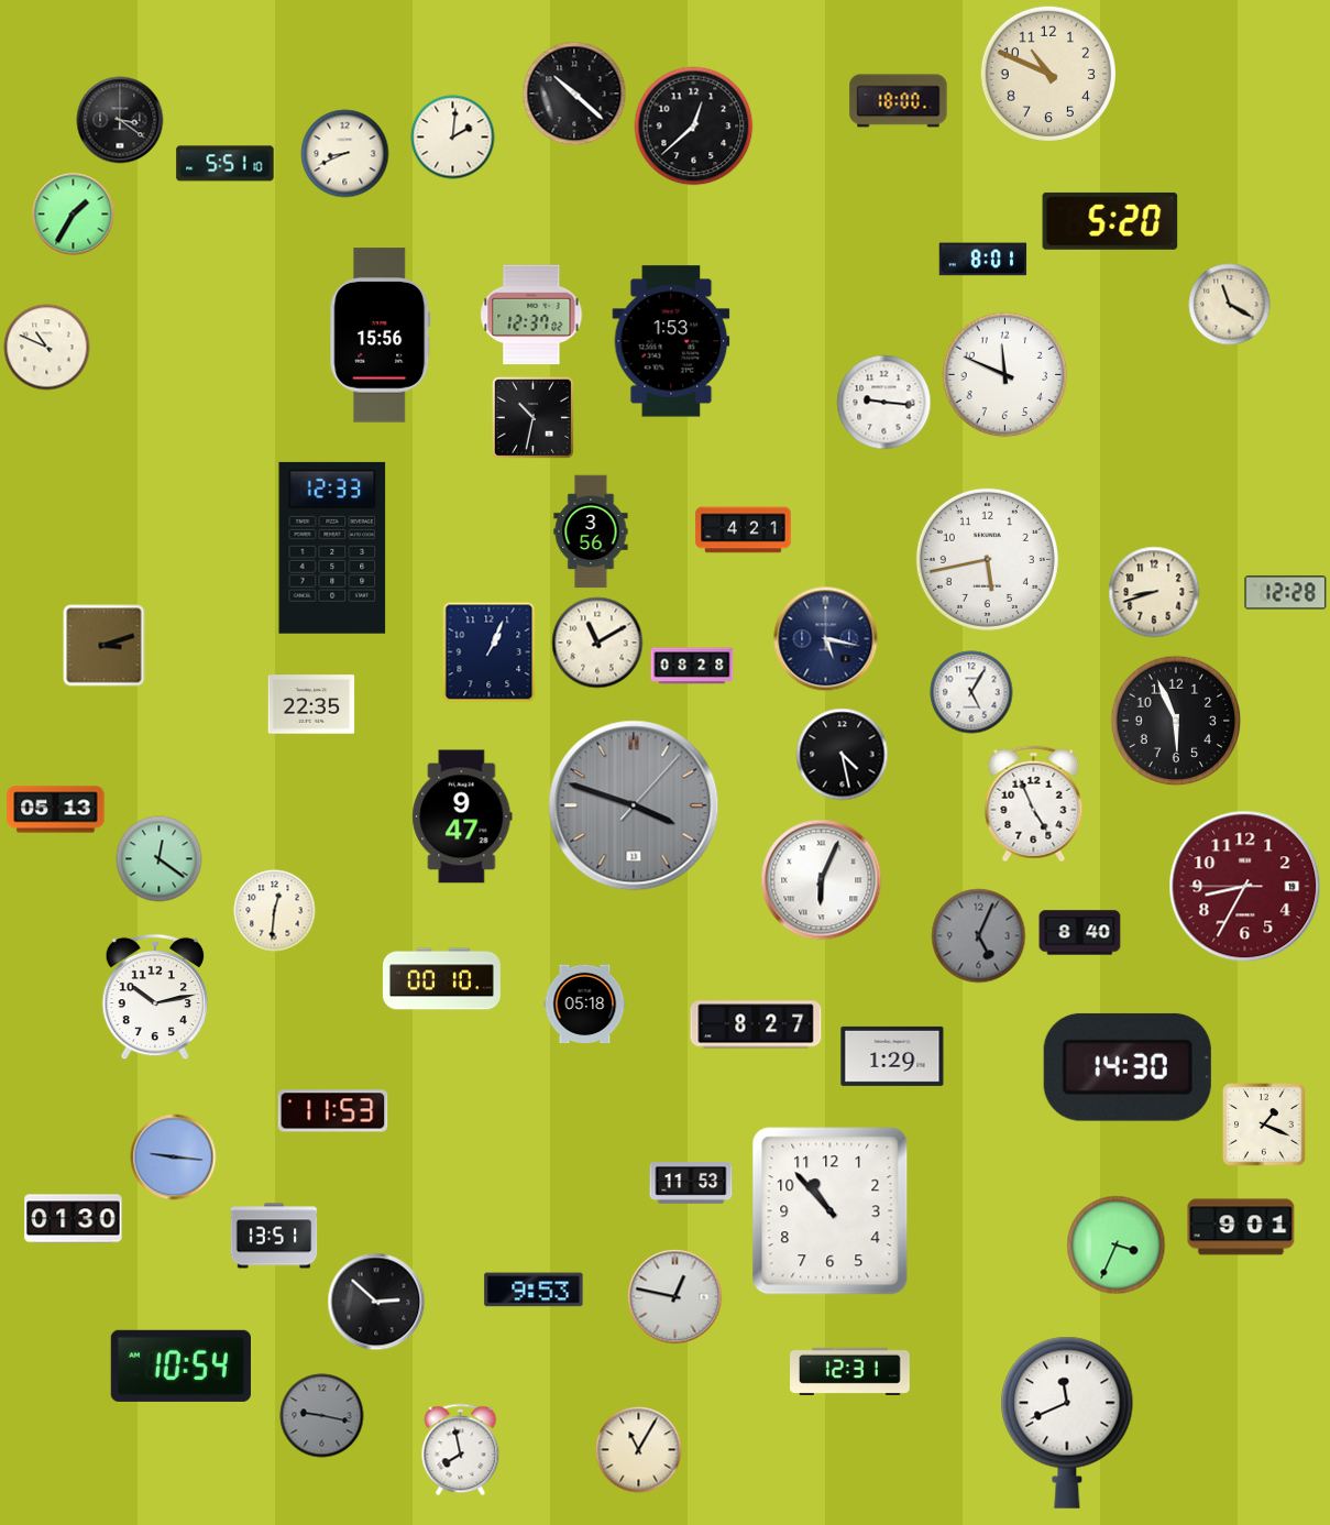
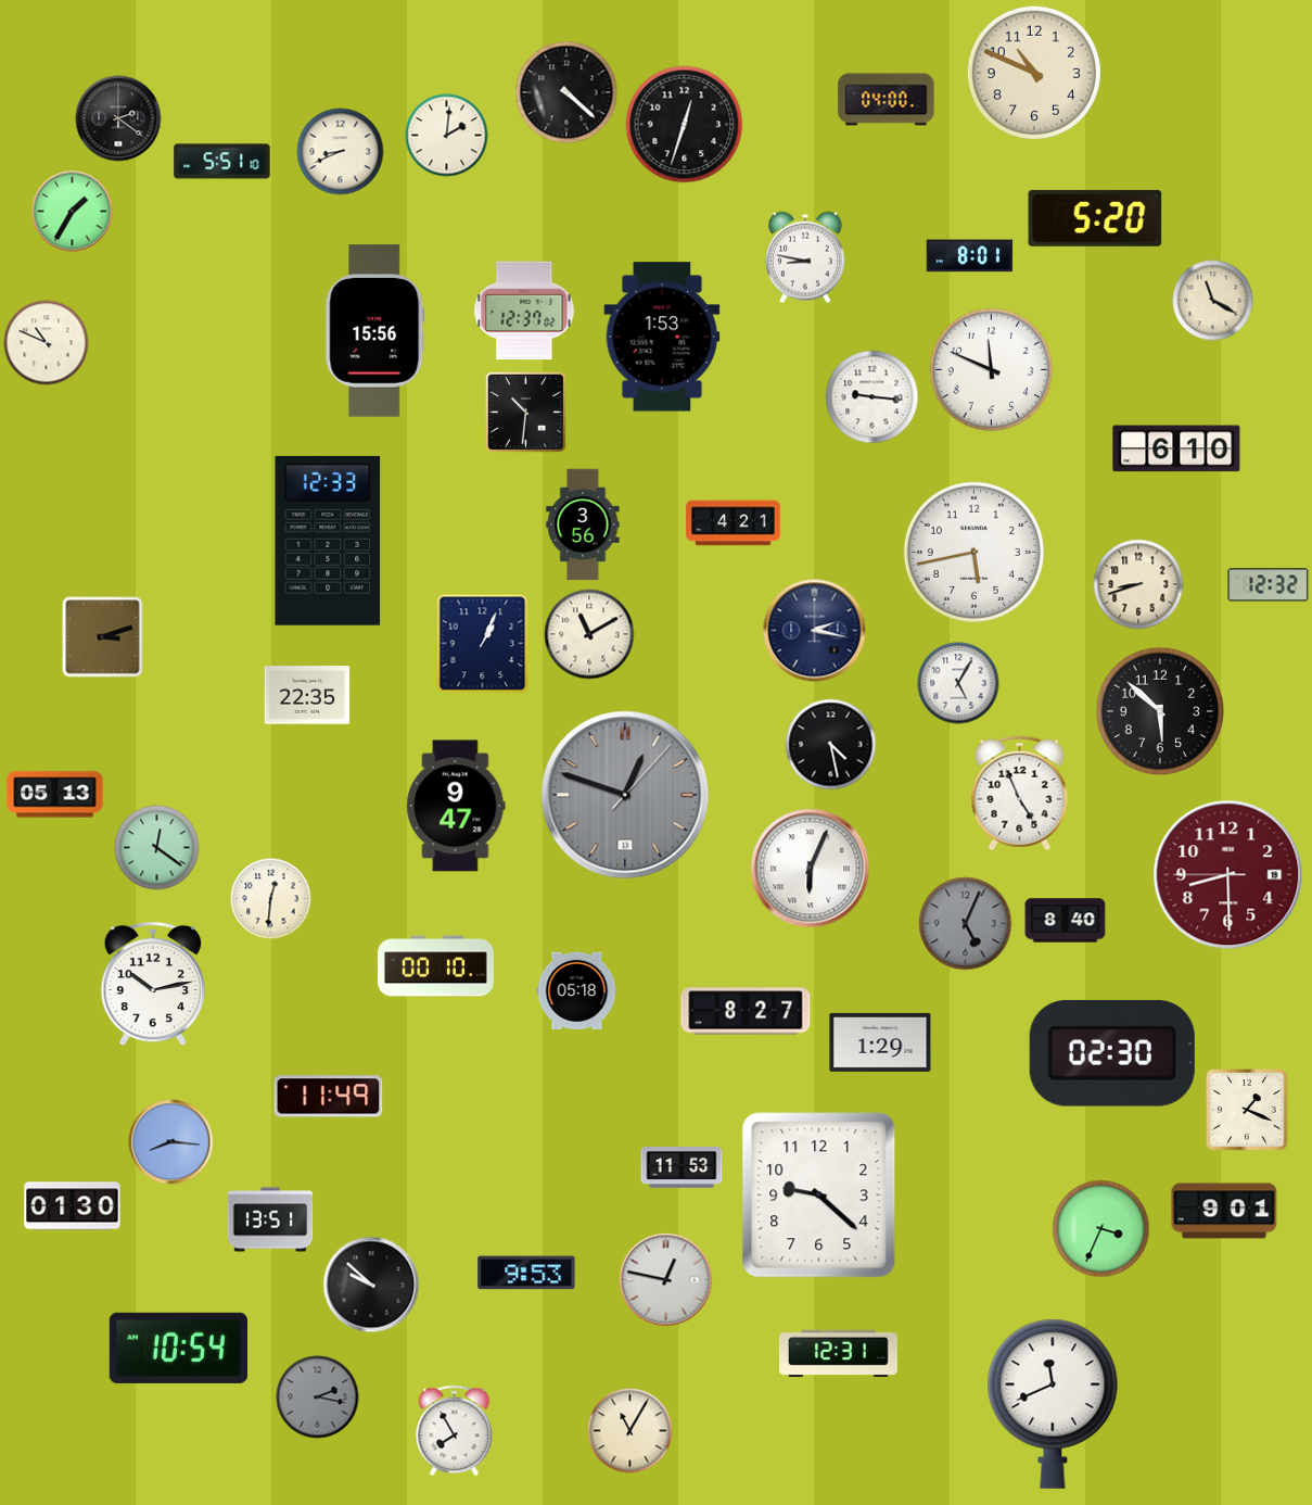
clock at (574, 94): 10:22 -> 4:22
clock at (899, 101): 18:00 -> 04:00
clock at (120, 120): 3:21 -> 2:21
clock at (694, 127): 12:38 -> 12:33
clock at (805, 257): none -> 8:47
clock at (532, 417): 10:32 -> 10:31
clock at (1176, 448): none -> 6:10
clock at (1286, 593): 12:28 -> 12:32
clock at (826, 639): 5:17 -> 2:17
clock at (692, 666): 08:28 -> none
clock at (1176, 721): 5:56 -> 5:52
clock at (634, 805): 3:48 -> 12:48
clock at (56, 810) position: (56, 810) -> (55, 795)
clock at (1245, 887): 8:34 -> 8:29
clock at (1128, 1067): 14:30 -> 02:30
clock at (333, 1111): 11:53 -> 11:49
clock at (174, 1158): 9:16 -> 8:16
clock at (831, 1211): 10:53 -> 9:22
clock at (74, 1219) position: (74, 1219) -> (73, 1206)
clock at (376, 1302): 2:52 -> 9:52
clock at (322, 1416): 9:17 -> 2:17
clock at (461, 1450): 7:58 -> 7:55
